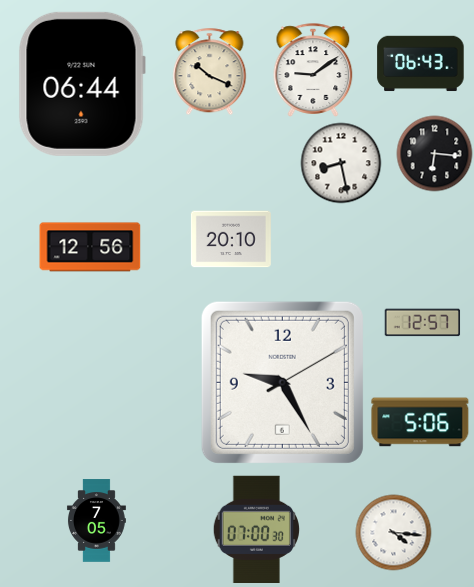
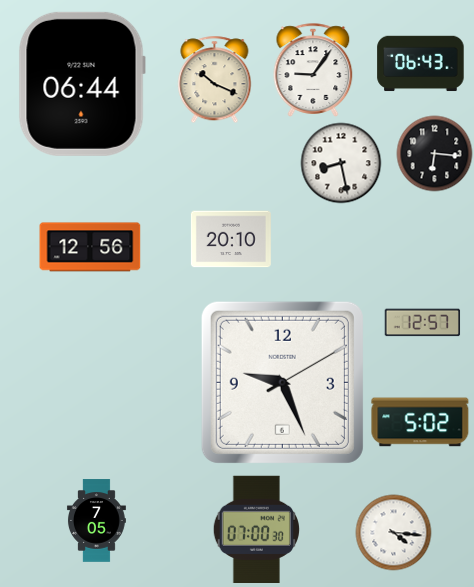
clock at (313, 70): 9:09 -> 9:06
clock at (210, 72) position: (210, 72) -> (215, 80)
clock at (282, 382): 9:25 -> 9:26
clock at (420, 422): 5:06 -> 5:02
